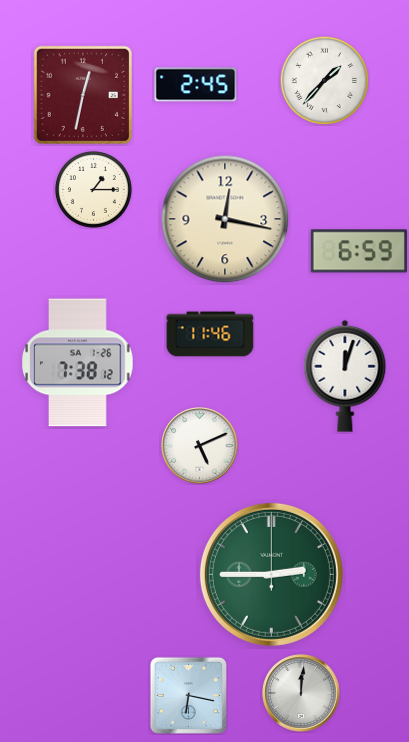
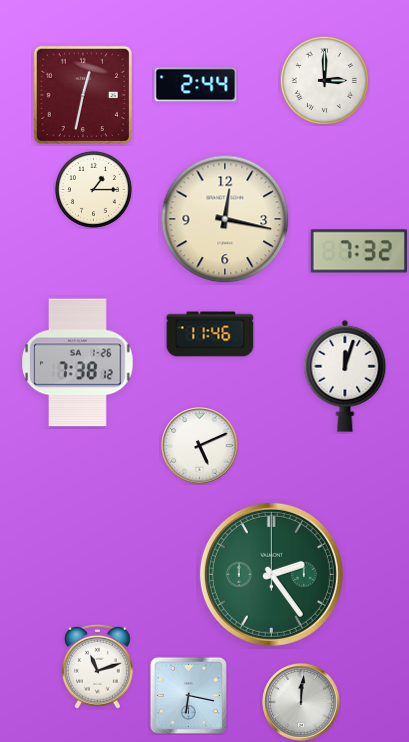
clock at (324, 80): 1:37 -> 3:00
clock at (196, 85): 2:45 -> 2:44
clock at (359, 251): 6:59 -> 7:32
clock at (271, 574): 2:45 -> 2:24
clock at (98, 666): none -> 11:12
clock at (301, 693) position: (301, 693) -> (301, 702)
